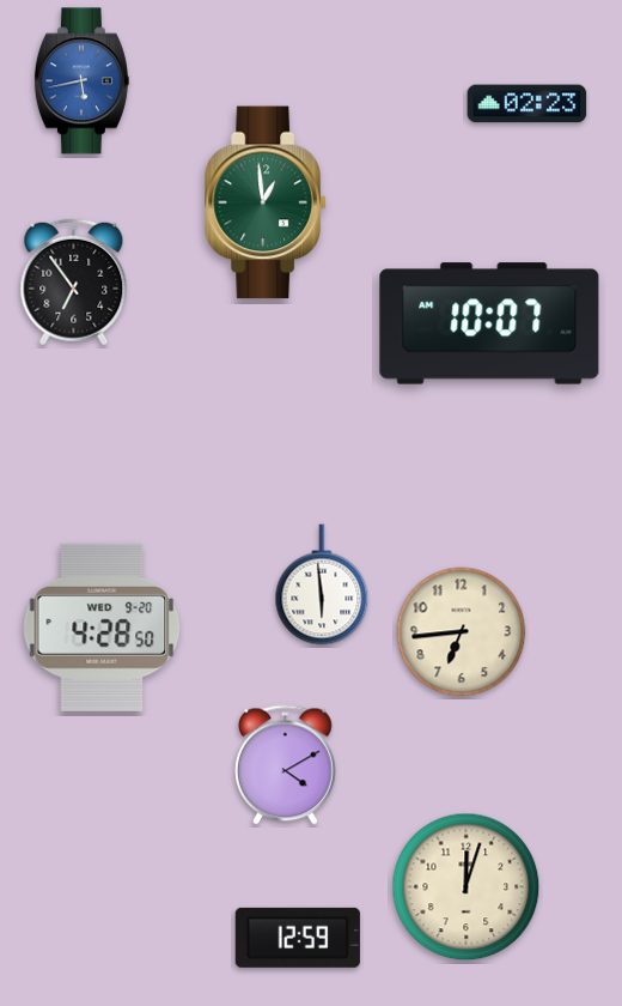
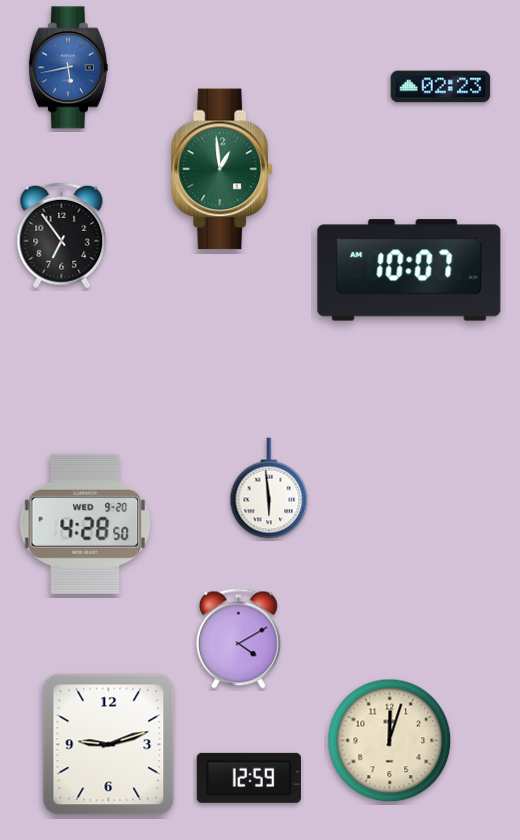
clock at (462, 632): 6:44 -> none
clock at (109, 745): none -> 9:12
clock at (298, 938) position: (298, 938) -> (249, 778)
